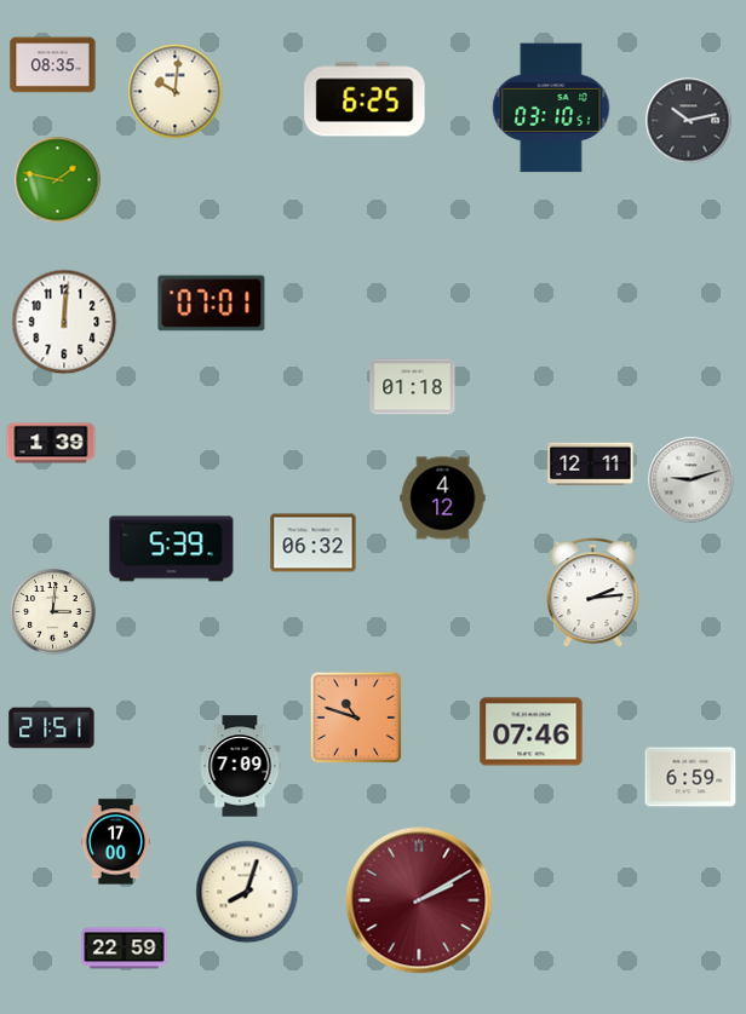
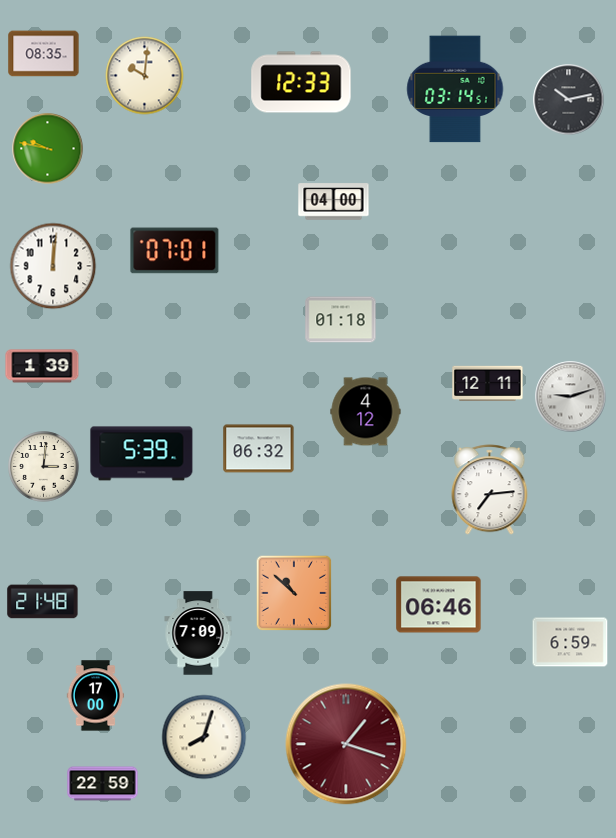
clock at (365, 99): 6:25 -> 12:33
clock at (551, 108): 03:10 -> 03:14
clock at (58, 180): 1:47 -> 9:47
clock at (334, 202): none -> 04:00
clock at (593, 593): 2:14 -> 7:14
clock at (53, 612) position: (53, 612) -> (44, 467)
clock at (356, 718): 10:48 -> 10:52
clock at (52, 728): 21:51 -> 21:48
clock at (532, 732): 07:46 -> 06:46
clock at (419, 900): 2:10 -> 1:18
